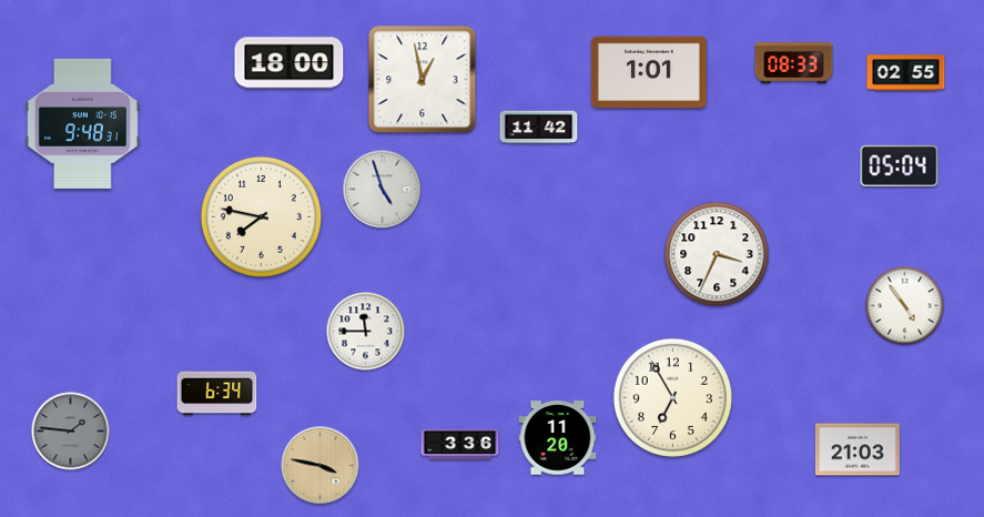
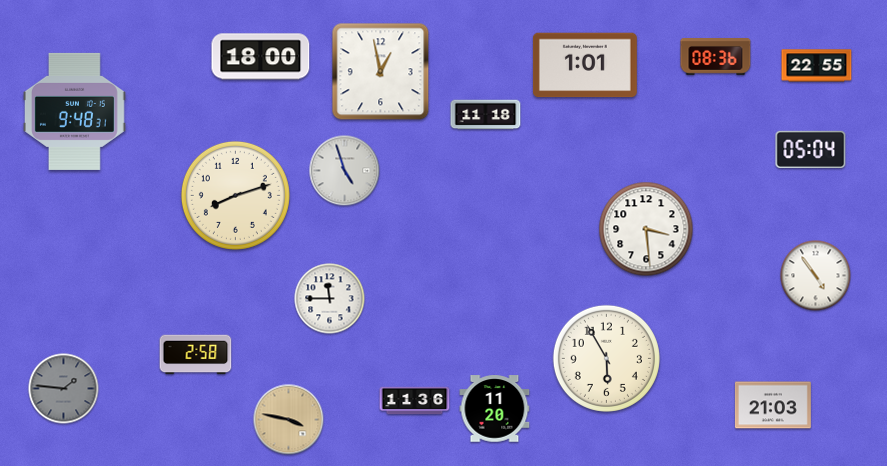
clock at (794, 63): 08:33 -> 08:36
clock at (906, 73): 02:55 -> 22:55
clock at (539, 128): 11:42 -> 11:18
clock at (261, 216): 7:47 -> 8:12
clock at (717, 254): 3:34 -> 3:29
clock at (217, 394): 6:34 -> 2:58
clock at (672, 397): 6:55 -> 5:55
clock at (558, 438) position: (558, 438) -> (495, 409)
clock at (460, 445): 3:36 -> 11:36
